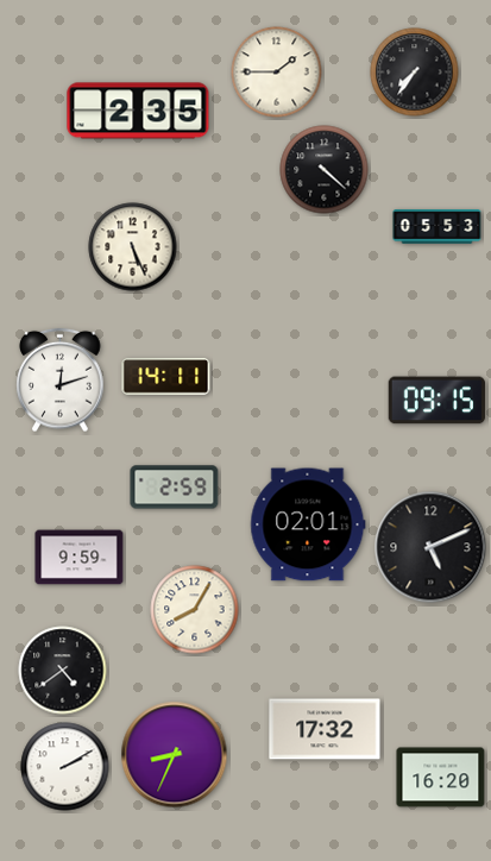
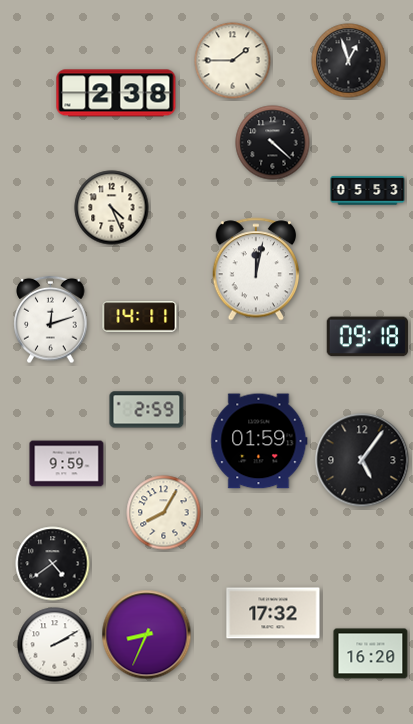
clock at (415, 73): 7:36 -> 12:57
clock at (138, 111): 2:35 -> 2:38
clock at (133, 247): 5:26 -> 4:26
clock at (256, 269): none -> 12:02
clock at (436, 401): 09:15 -> 09:18
clock at (308, 524): 02:01 -> 01:59
clock at (430, 547): 5:11 -> 5:06
clock at (80, 558) position: (80, 558) -> (67, 464)
